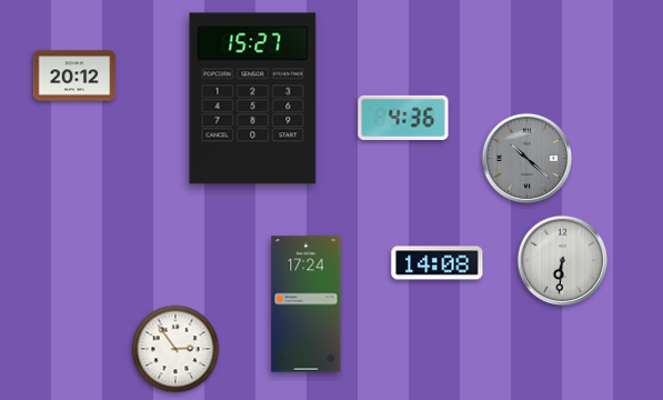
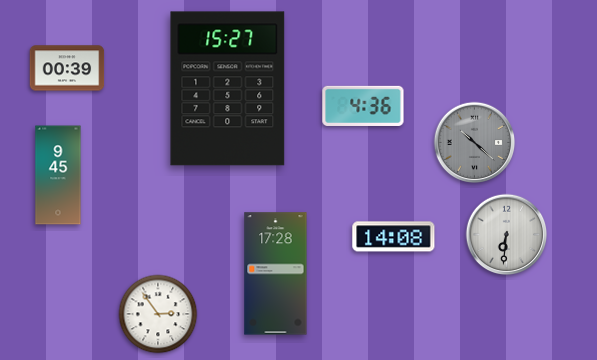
clock at (74, 76): 20:12 -> 00:39
clock at (58, 175): none -> 9:45
clock at (307, 304): 17:24 -> 17:28
